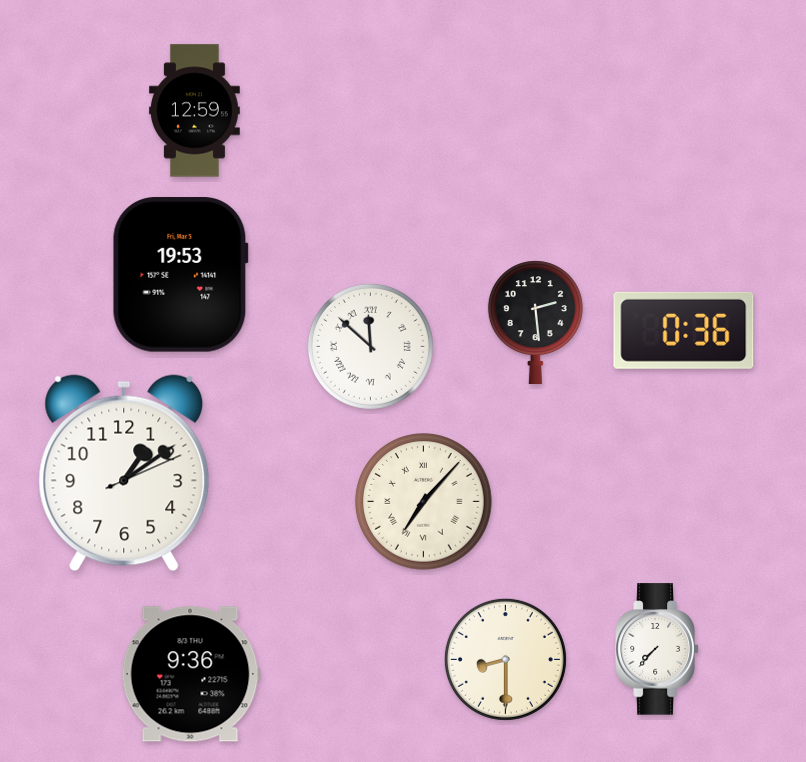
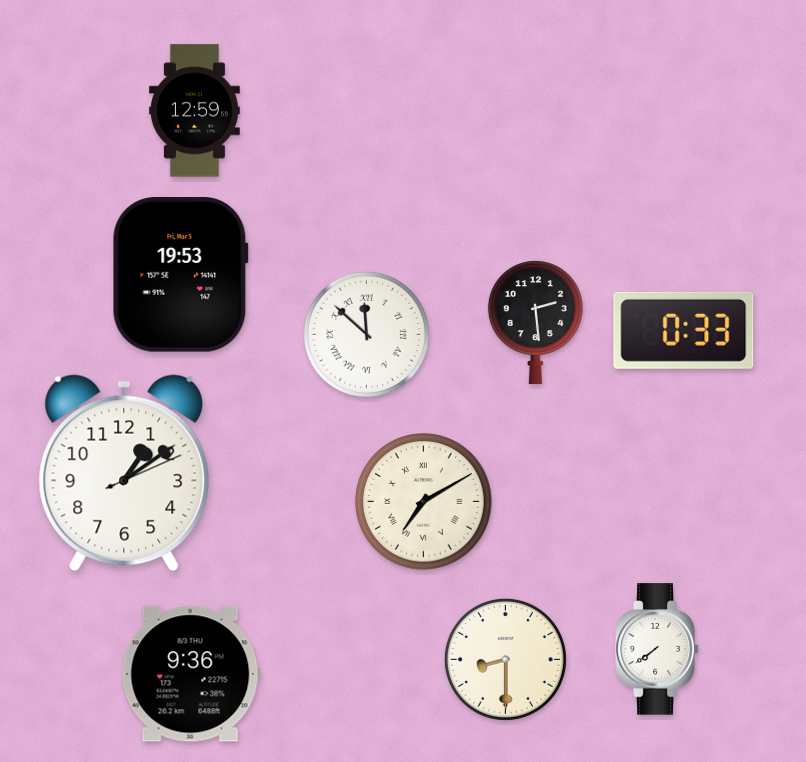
clock at (684, 330): 0:36 -> 0:33
clock at (370, 346) position: (370, 346) -> (366, 334)
clock at (424, 502): 7:07 -> 7:10
clock at (657, 649): 7:37 -> 7:39
